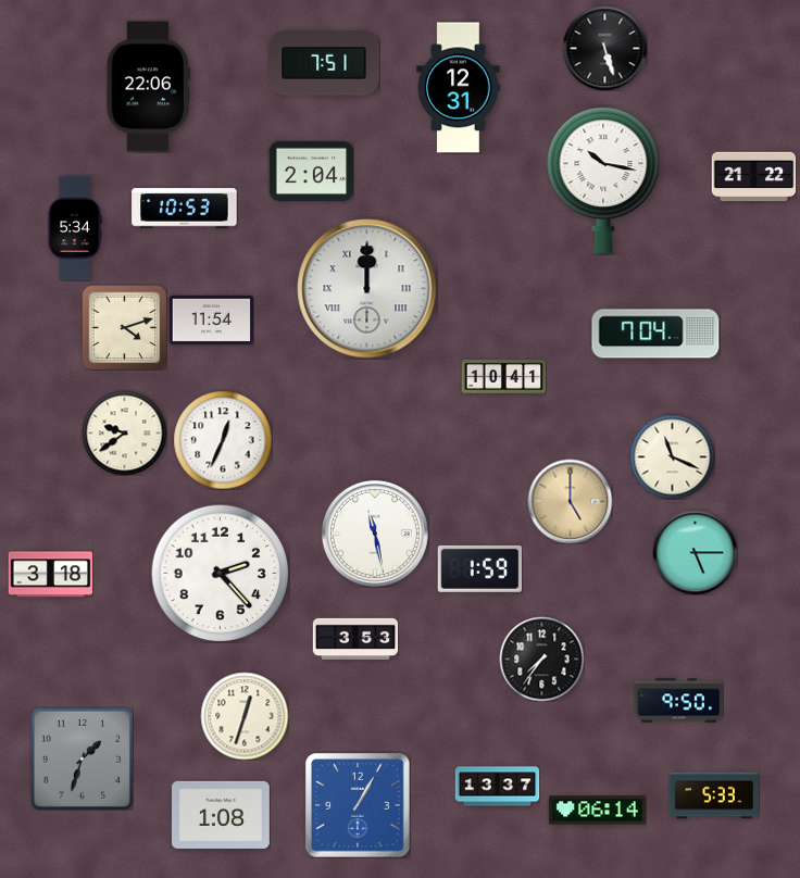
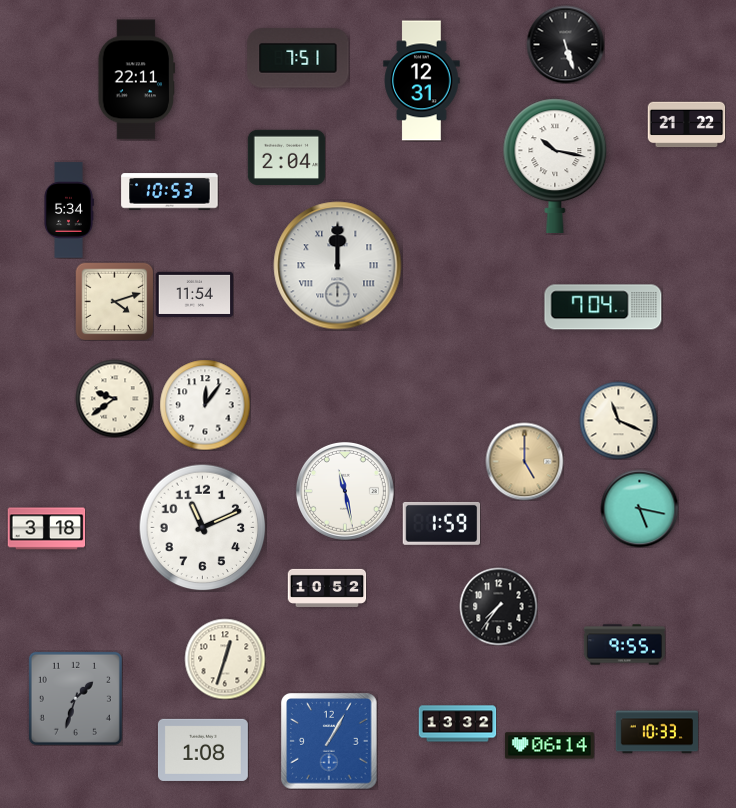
clock at (604, 48) position: (604, 48) -> (565, 44)
clock at (149, 87): 22:06 -> 22:11
clock at (753, 177) position: (753, 177) -> (686, 125)
clock at (503, 376): 10:41 -> none
clock at (223, 440): 12:34 -> 12:06
clock at (695, 552): 5:15 -> 5:17
clock at (220, 573): 2:23 -> 11:11
clock at (355, 639): 3:53 -> 10:52
clock at (678, 701): 9:50 -> 9:55
clock at (497, 787): 13:37 -> 13:32
clock at (714, 795): 5:33 -> 10:33
